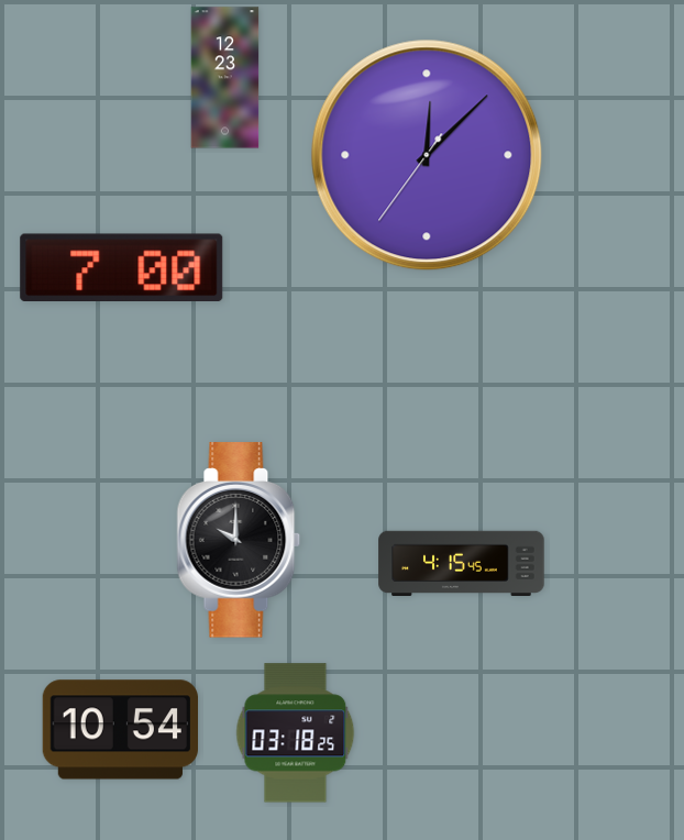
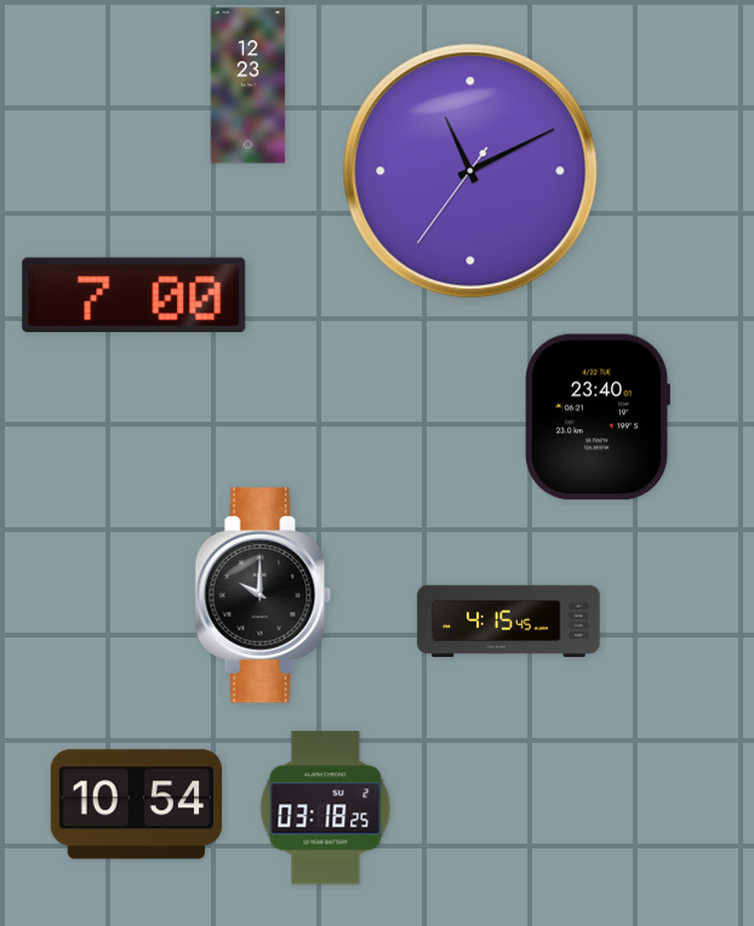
clock at (427, 155): 12:07 -> 11:10
clock at (598, 417): none -> 23:40
clock at (120, 730) position: (120, 730) -> (136, 805)
